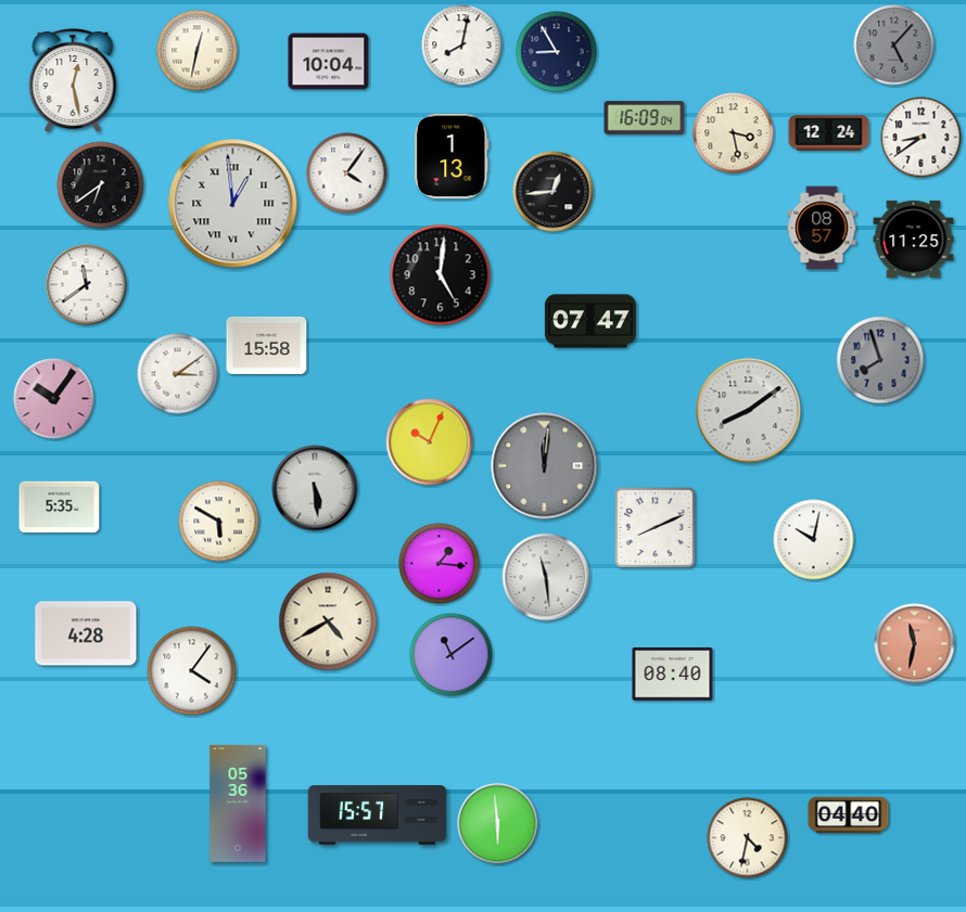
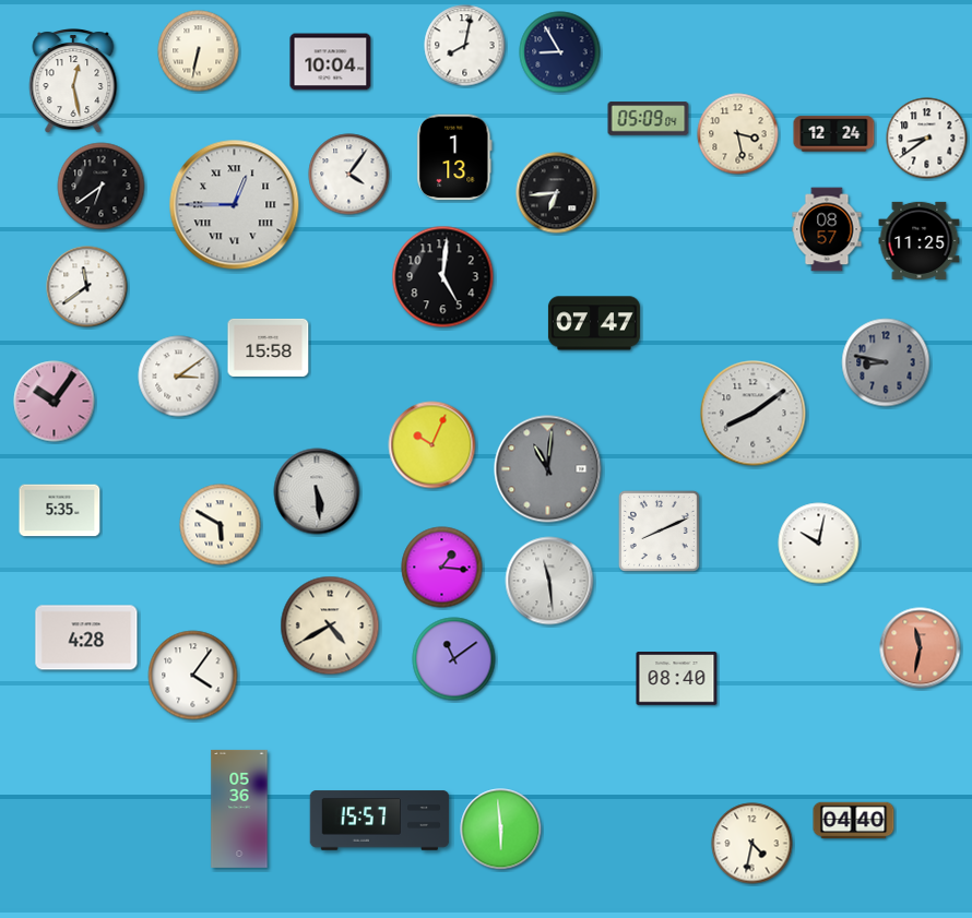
clock at (894, 46): 5:07 -> none
clock at (198, 51): 12:32 -> 6:32
clock at (645, 118): 16:09 -> 05:09
clock at (554, 192): 12:44 -> 6:44
clock at (233, 204): 12:59 -> 12:45
clock at (880, 360): 7:57 -> 8:47
clock at (545, 466): 12:01 -> 11:01
